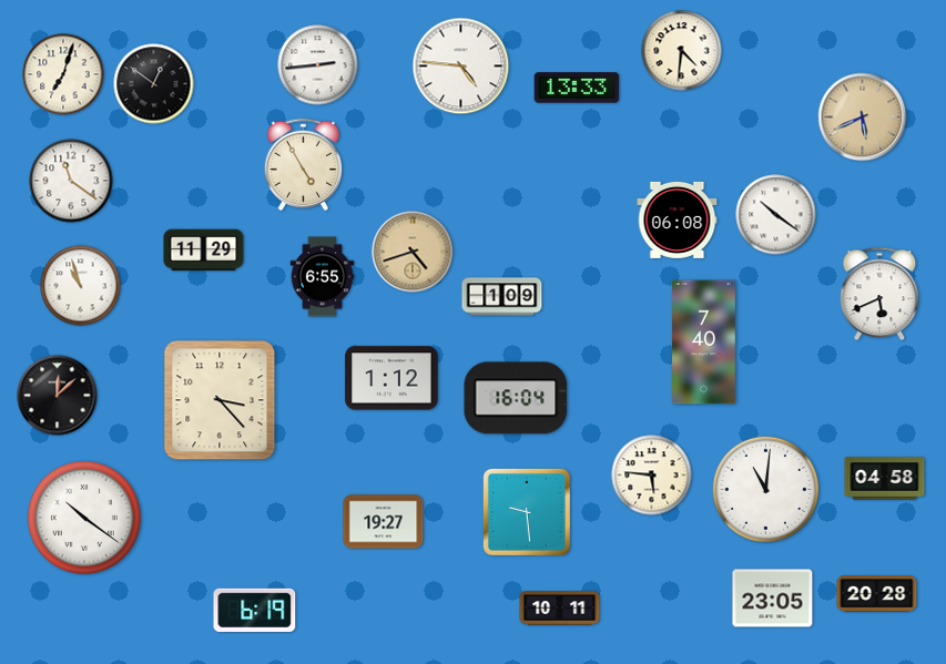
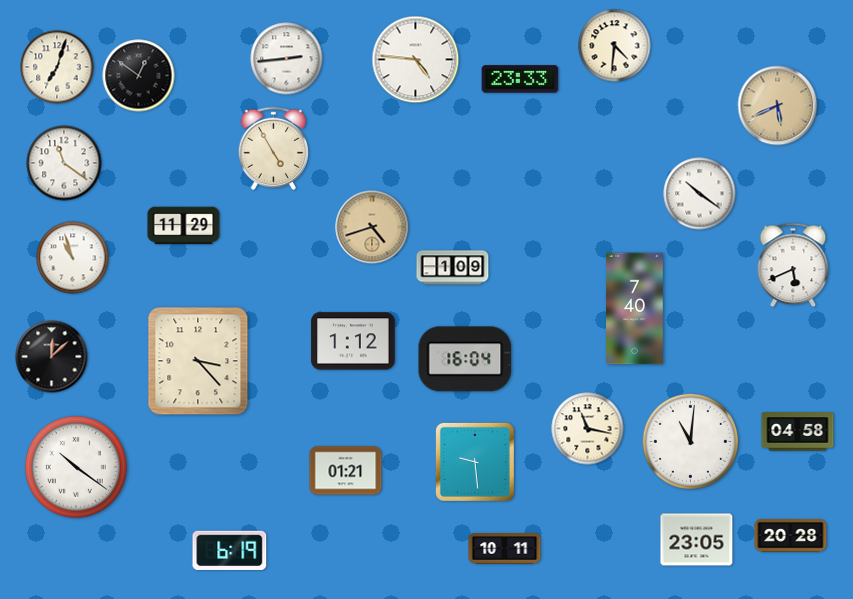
clock at (577, 88): 13:33 -> 23:33
clock at (678, 219): 06:08 -> none
clock at (323, 277): 6:55 -> none
clock at (652, 476): 5:46 -> 11:17
clock at (384, 522): 19:27 -> 01:21
